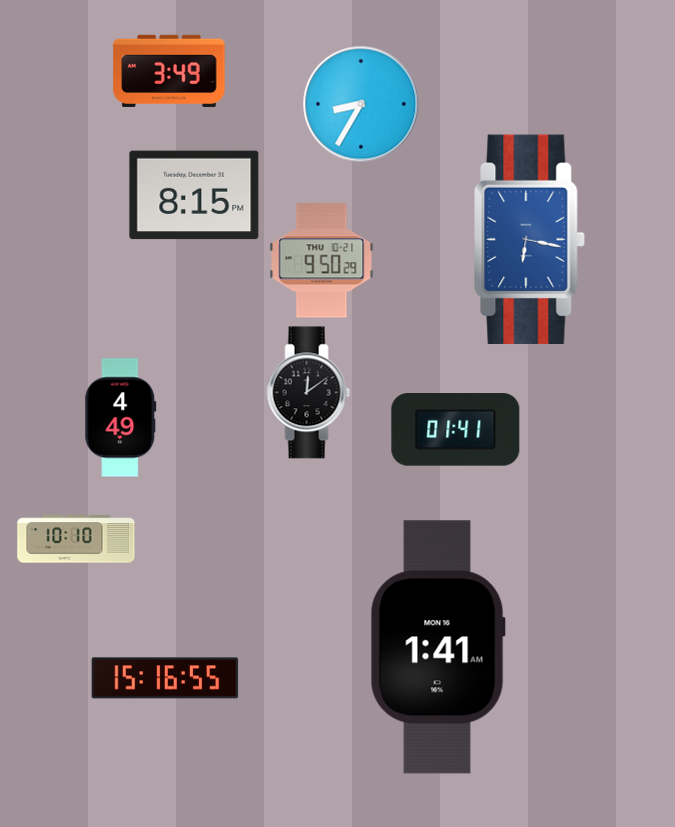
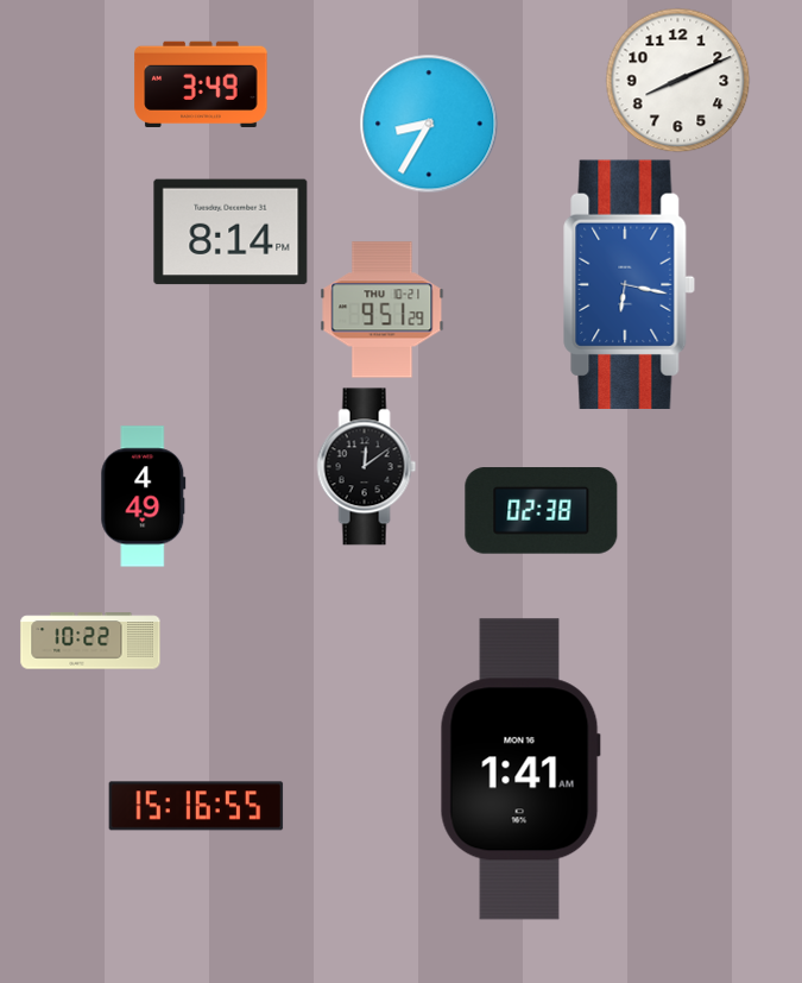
clock at (677, 80): none -> 8:11
clock at (194, 195): 8:15 -> 8:14
clock at (322, 261): 9:50 -> 9:51
clock at (456, 430): 01:41 -> 02:38
clock at (76, 539): 10:10 -> 10:22
